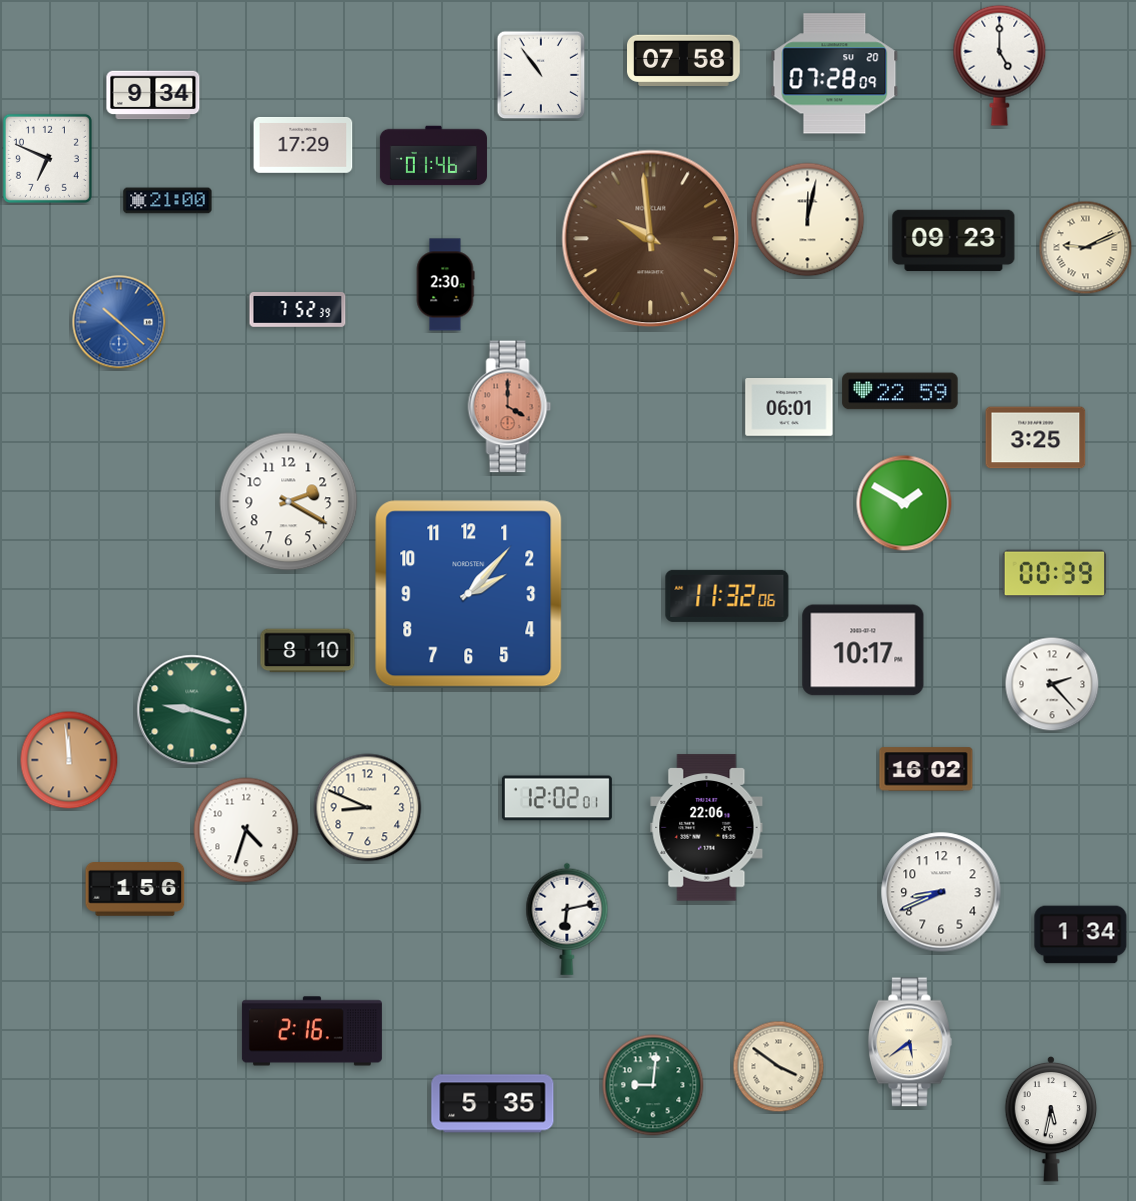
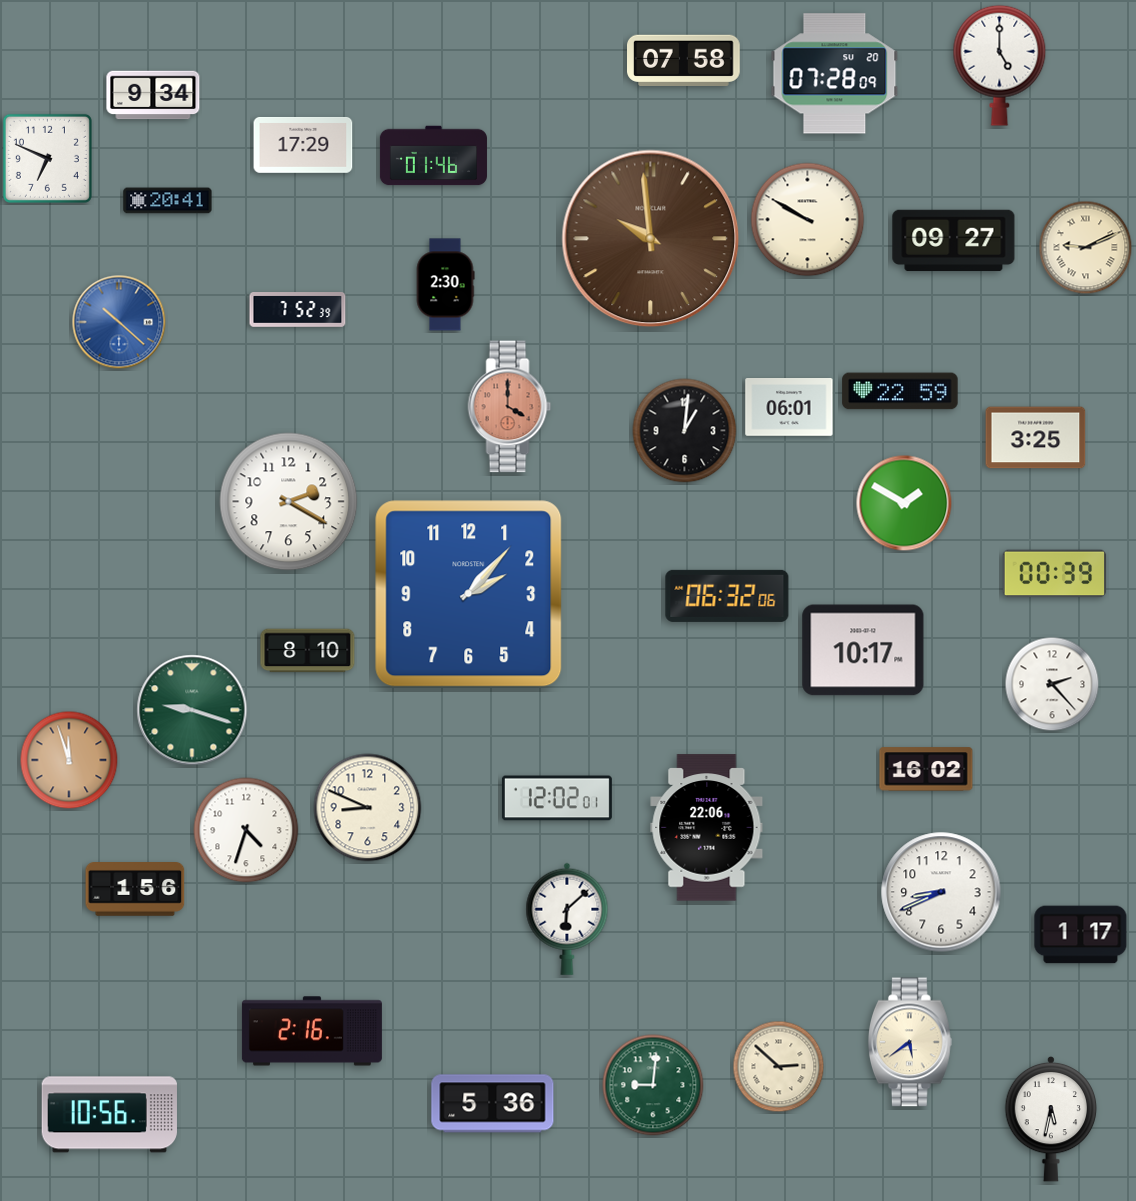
clock at (541, 75): 10:54 -> none
clock at (168, 201): 21:00 -> 20:41
clock at (808, 220): 12:02 -> 9:50
clock at (954, 241): 09:23 -> 09:27
clock at (685, 431): none -> 1:01
clock at (727, 596): 11:32 -> 06:32
clock at (69, 760): 11:59 -> 11:57
clock at (567, 919): 6:13 -> 6:08
clock at (1081, 935): 1:34 -> 1:17
clock at (779, 1067): 3:51 -> 2:52
clock at (493, 1104): 5:35 -> 5:36
clock at (109, 1115): none -> 10:56
